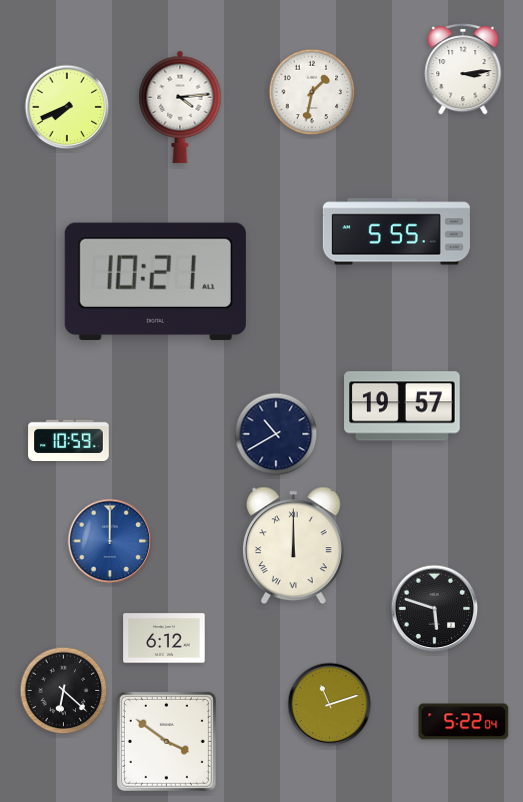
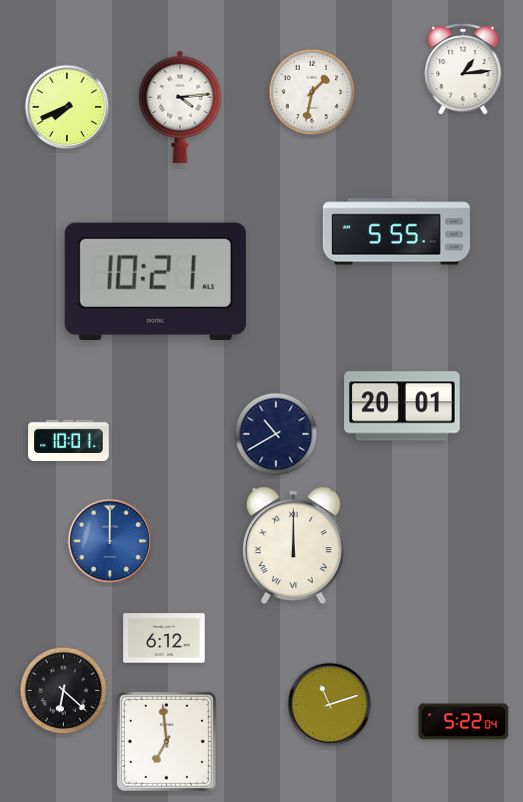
clock at (463, 70): 3:14 -> 1:14
clock at (402, 406): 19:57 -> 20:01
clock at (69, 440): 10:59 -> 10:01
clock at (435, 609): 5:48 -> none
clock at (166, 741): 3:51 -> 6:59
